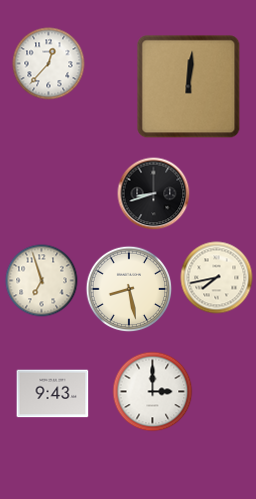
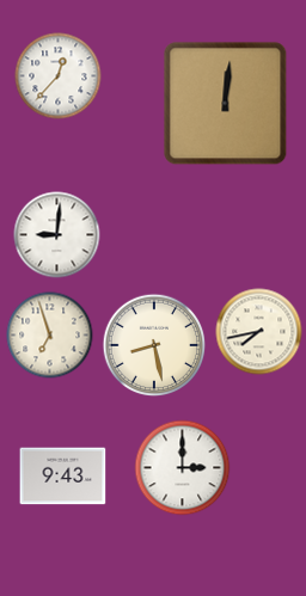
clock at (154, 194): 8:42 -> none
clock at (57, 235): none -> 9:01
clock at (53, 394) position: (53, 394) -> (63, 477)
